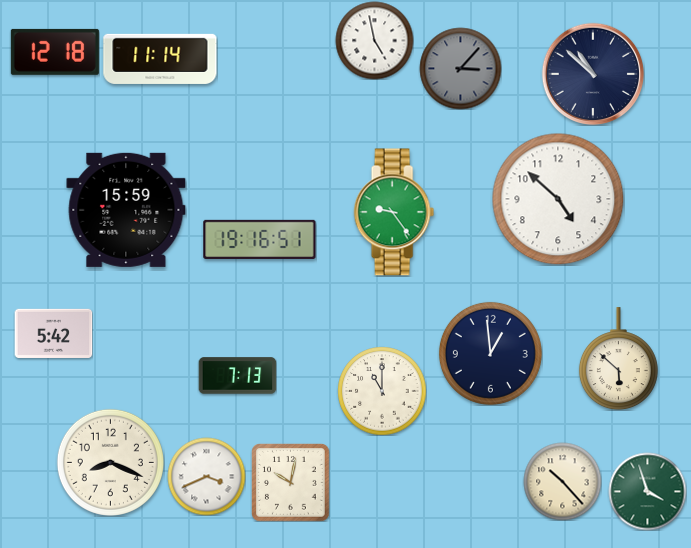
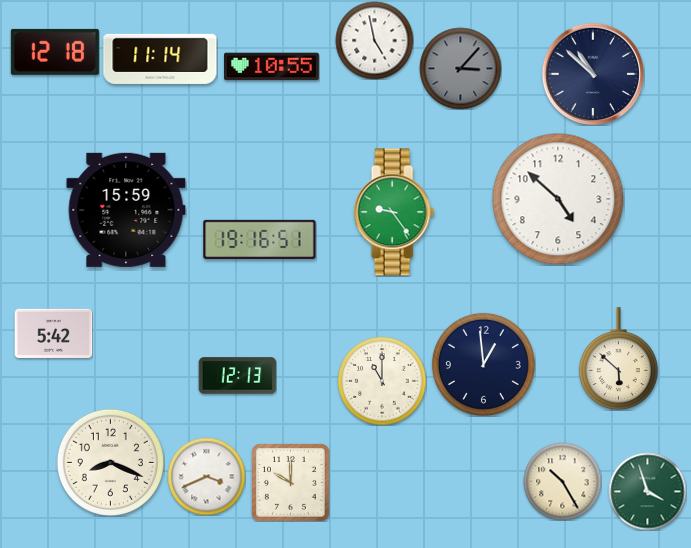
clock at (271, 67): none -> 10:55
clock at (490, 353) position: (490, 353) -> (483, 364)
clock at (237, 376): 7:13 -> 12:13
clock at (382, 391) position: (382, 391) -> (382, 381)
clock at (562, 481): 10:23 -> 10:25
clock at (291, 483): 10:02 -> 10:00
